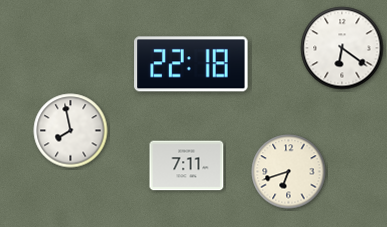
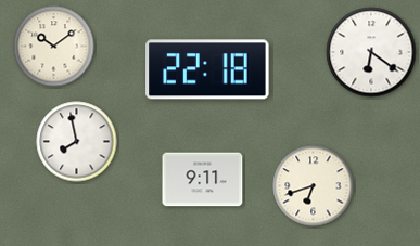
clock at (54, 47): none -> 10:09
clock at (187, 166): 7:11 -> 9:11
